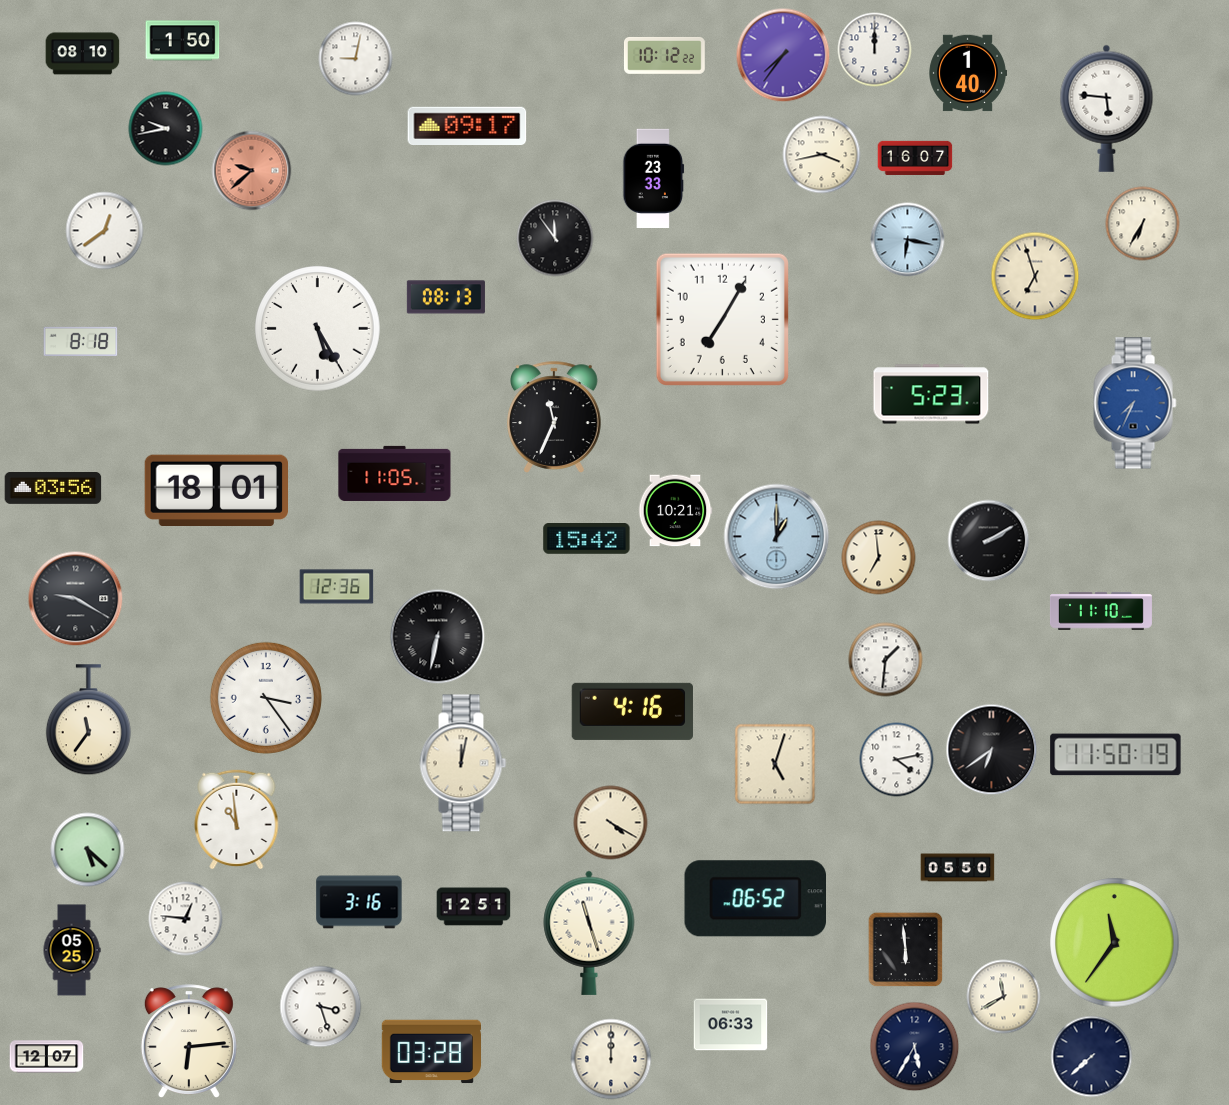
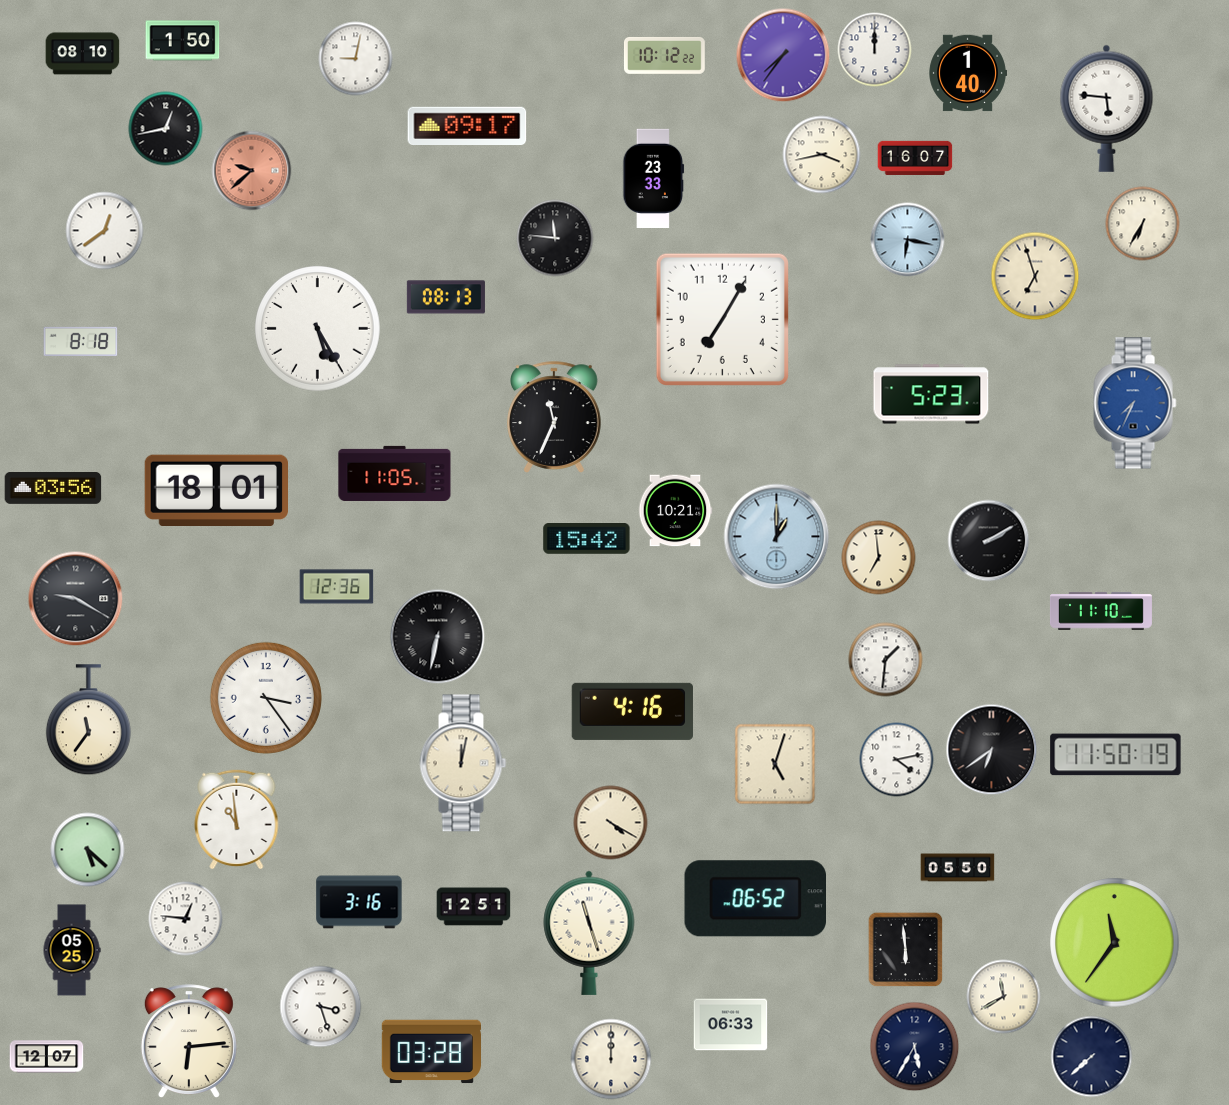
clock at (166, 129): 9:43 -> 12:43
clock at (555, 238): 11:54 -> 11:46
